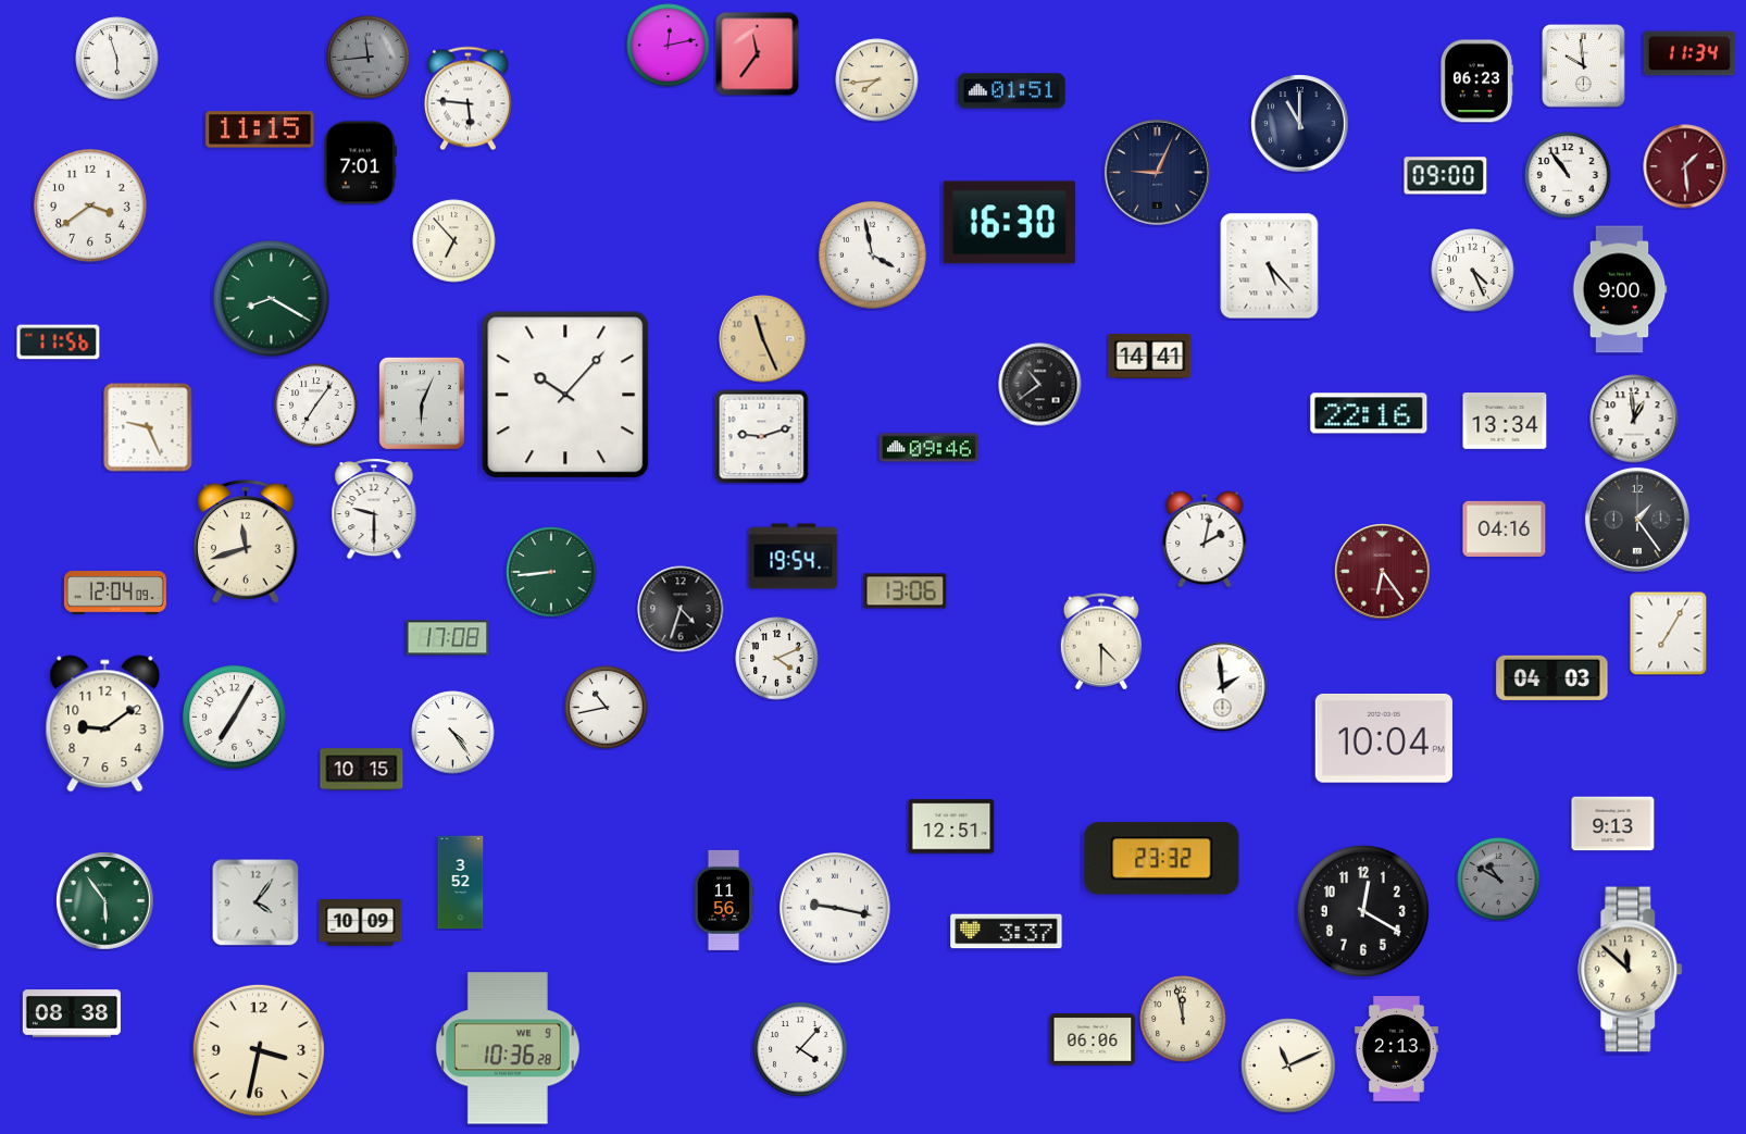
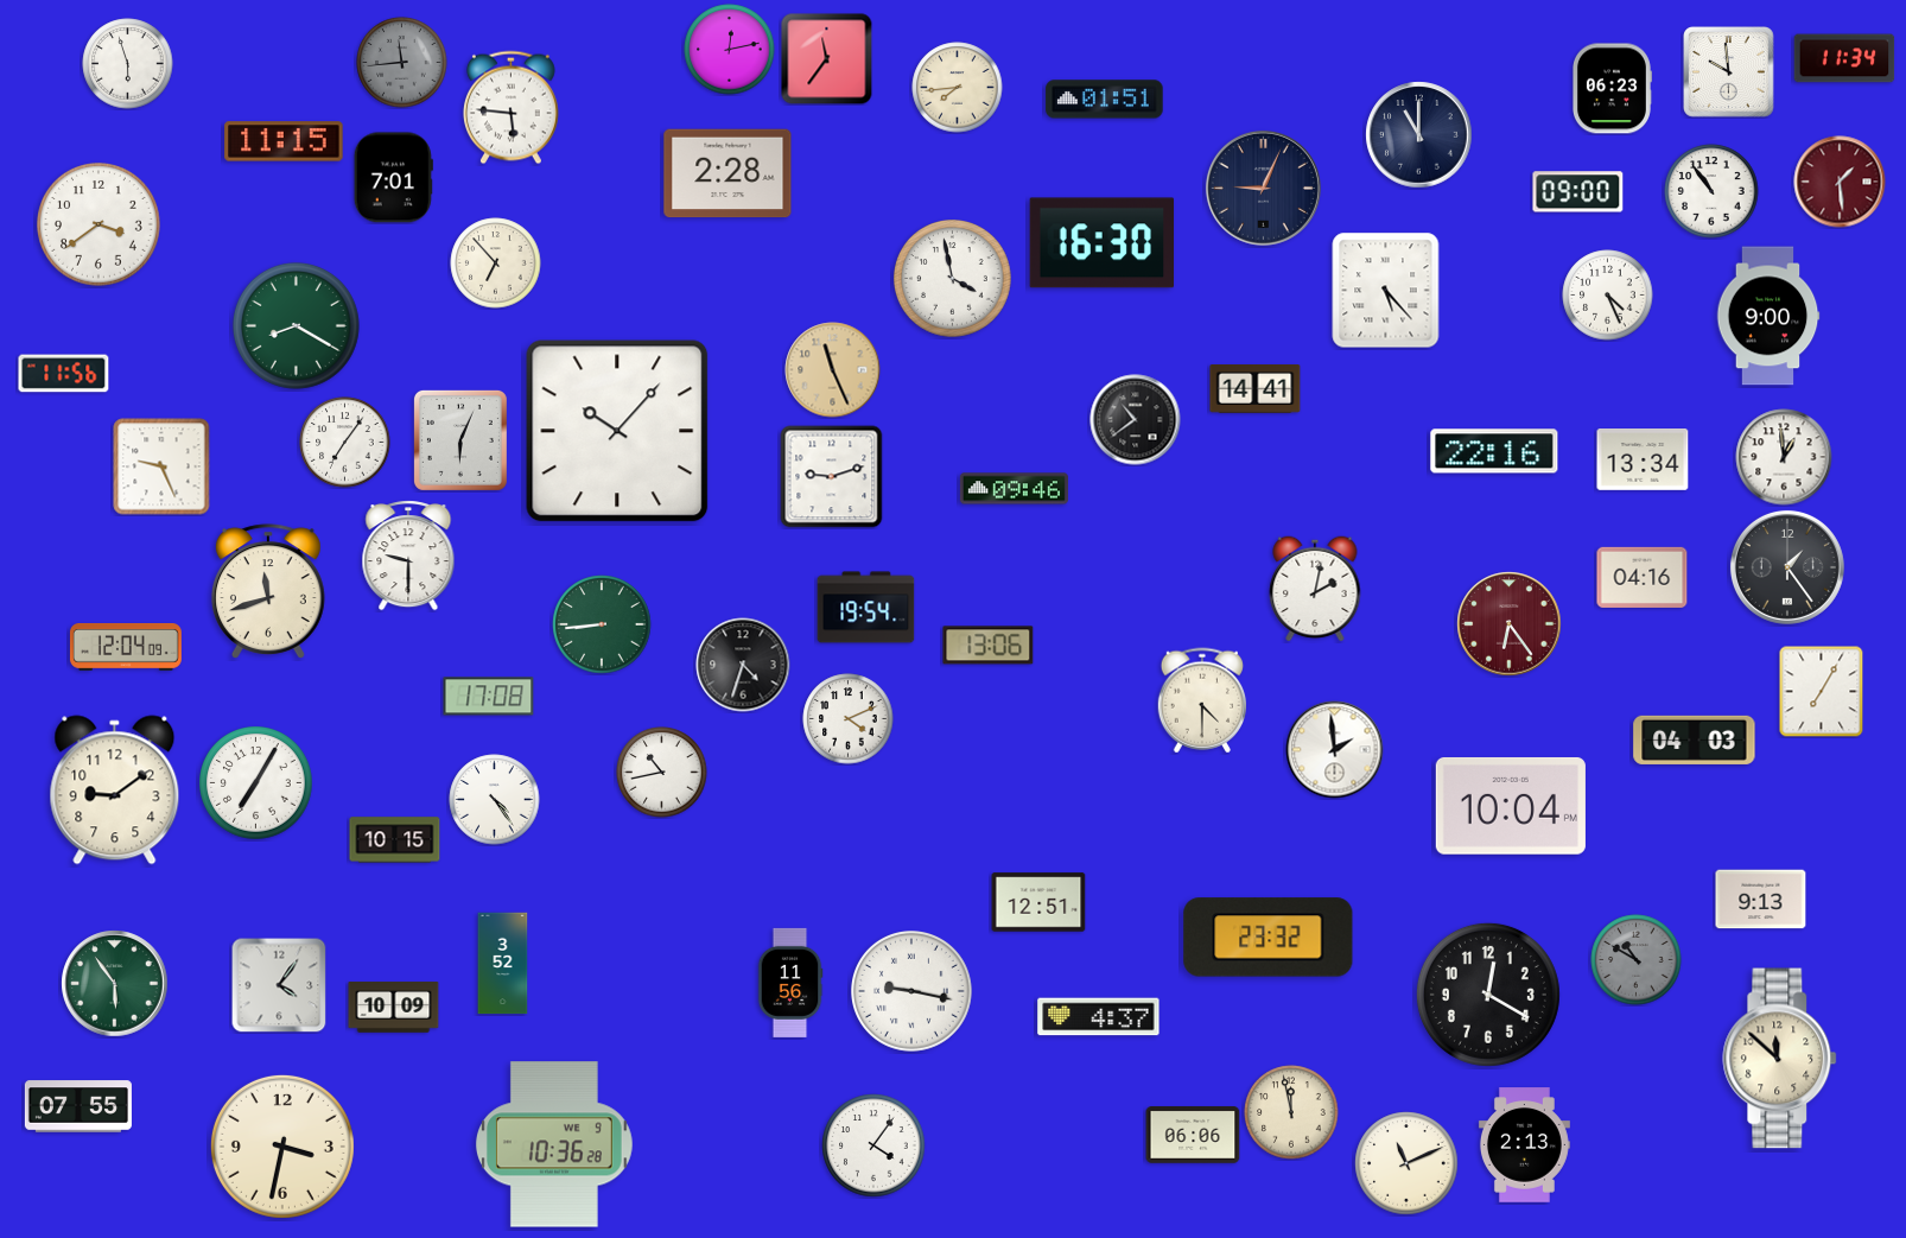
clock at (728, 173): none -> 2:28
clock at (1007, 932): 3:37 -> 4:37
clock at (72, 1013): 08:38 -> 07:55
clock at (800, 1049): 4:07 -> 4:06
